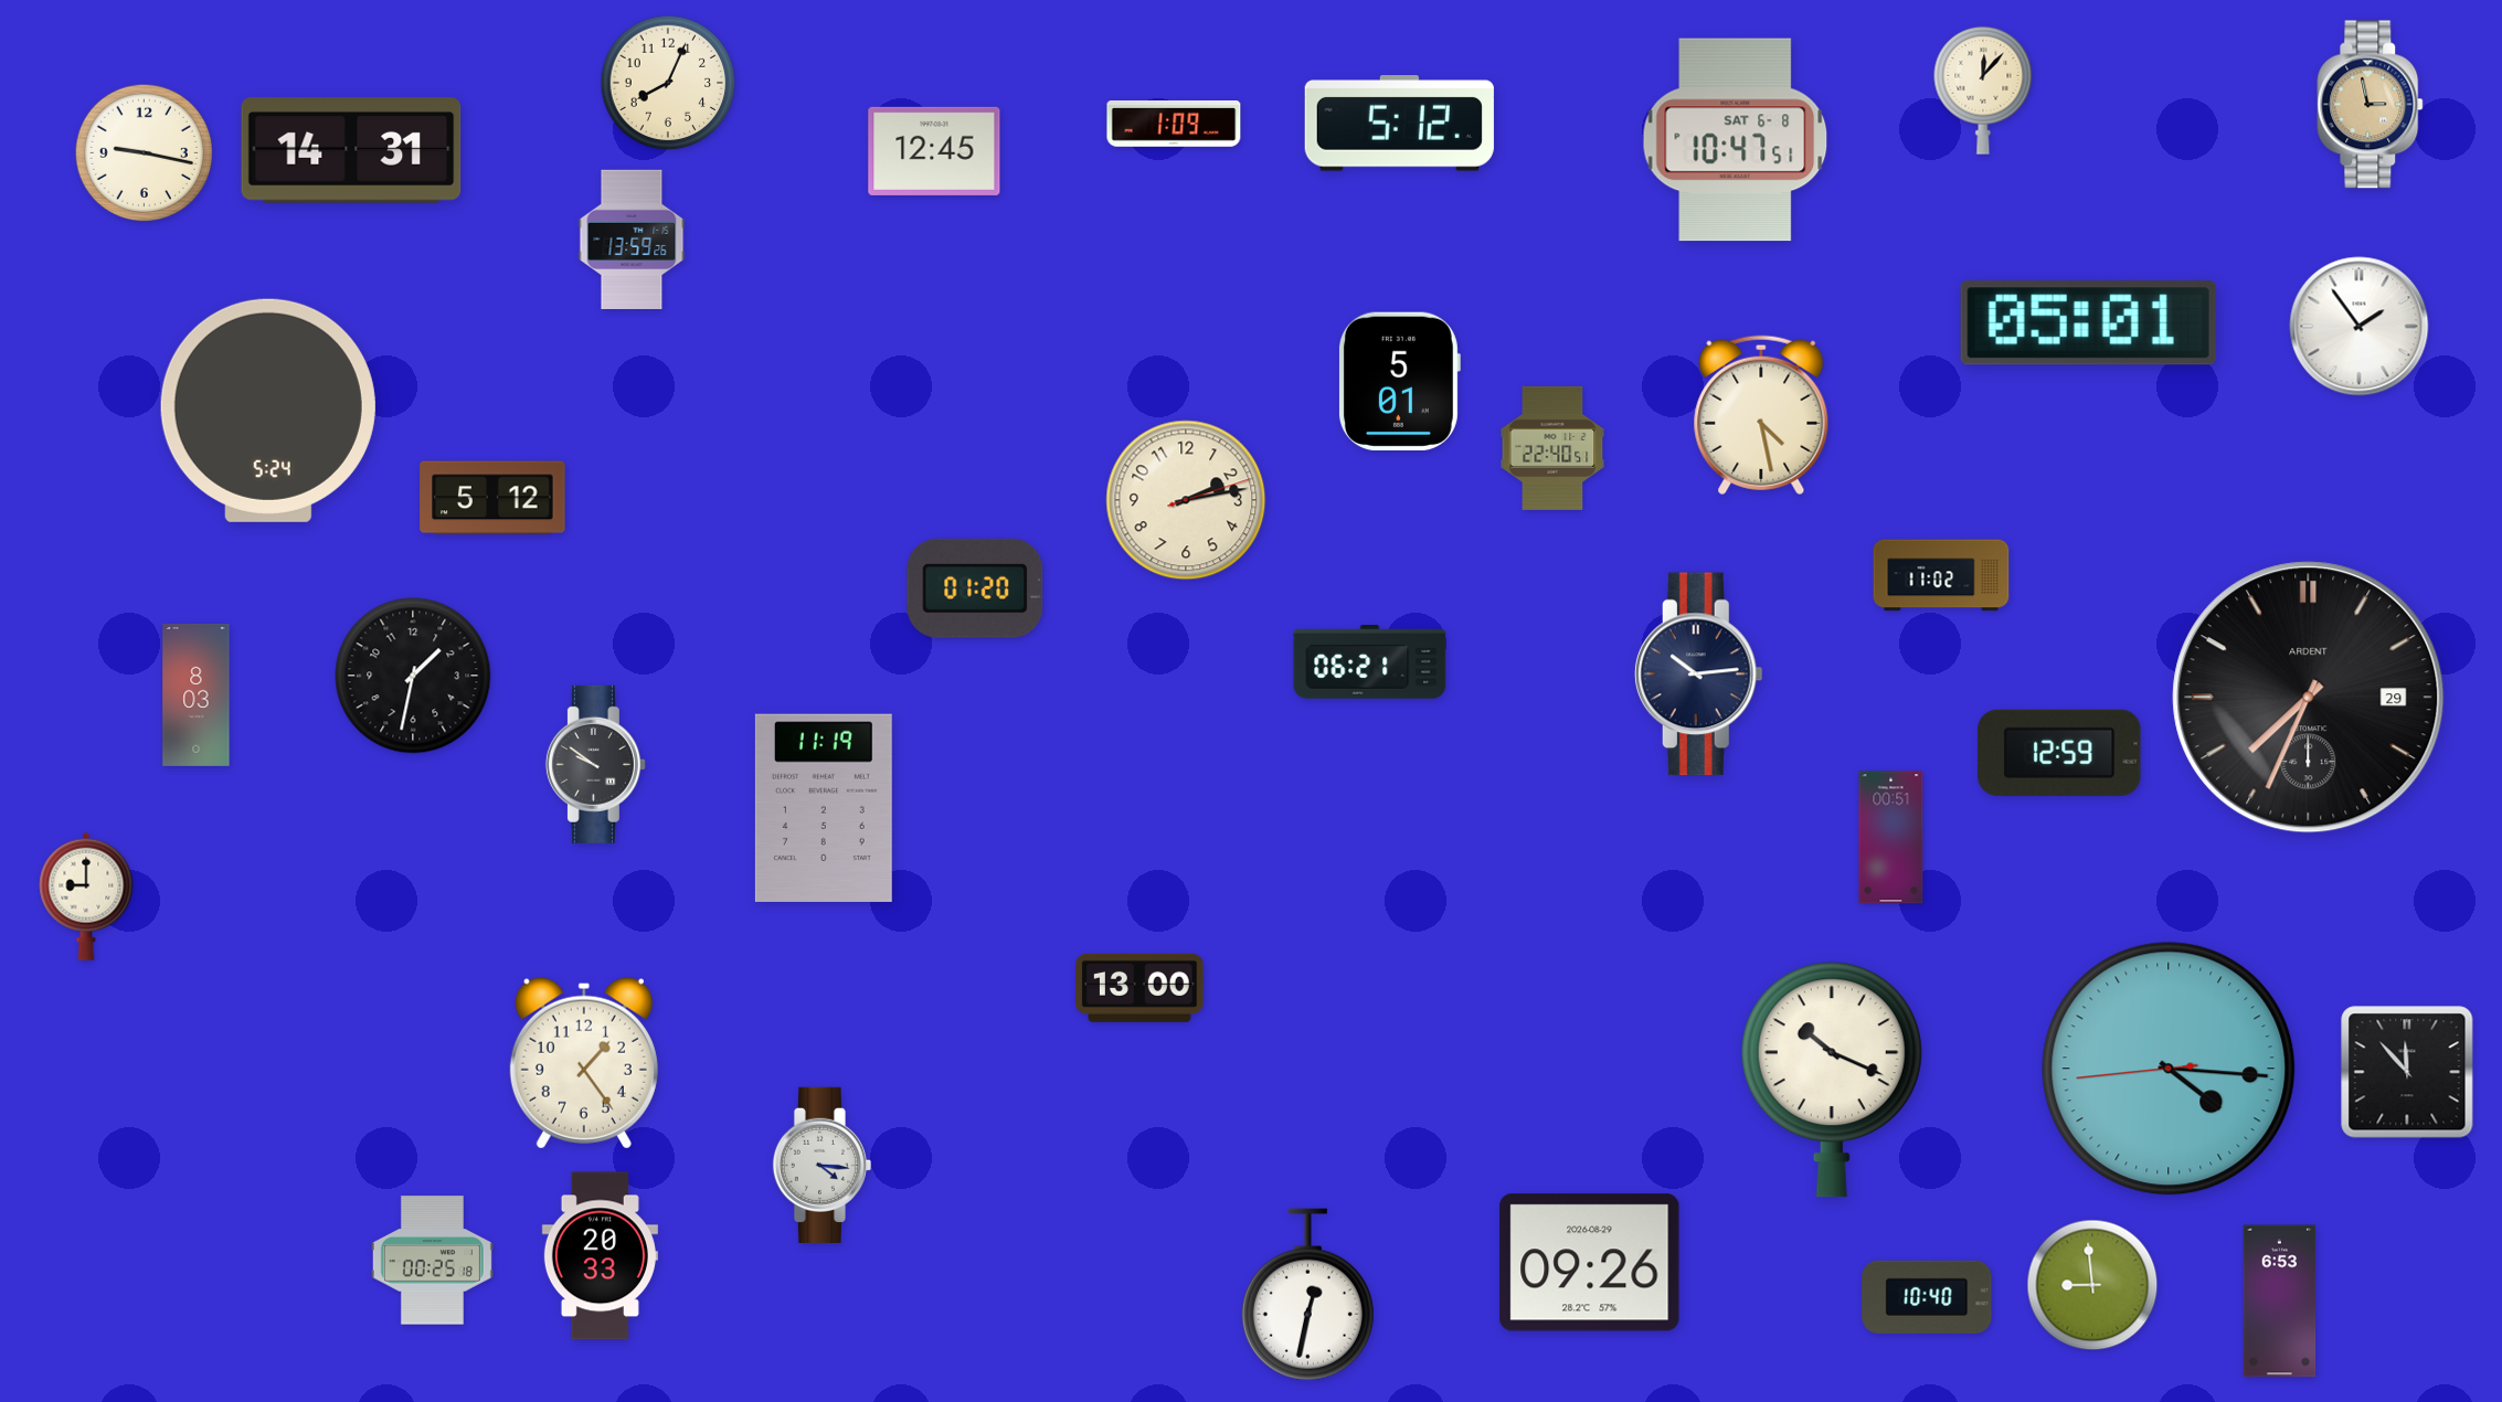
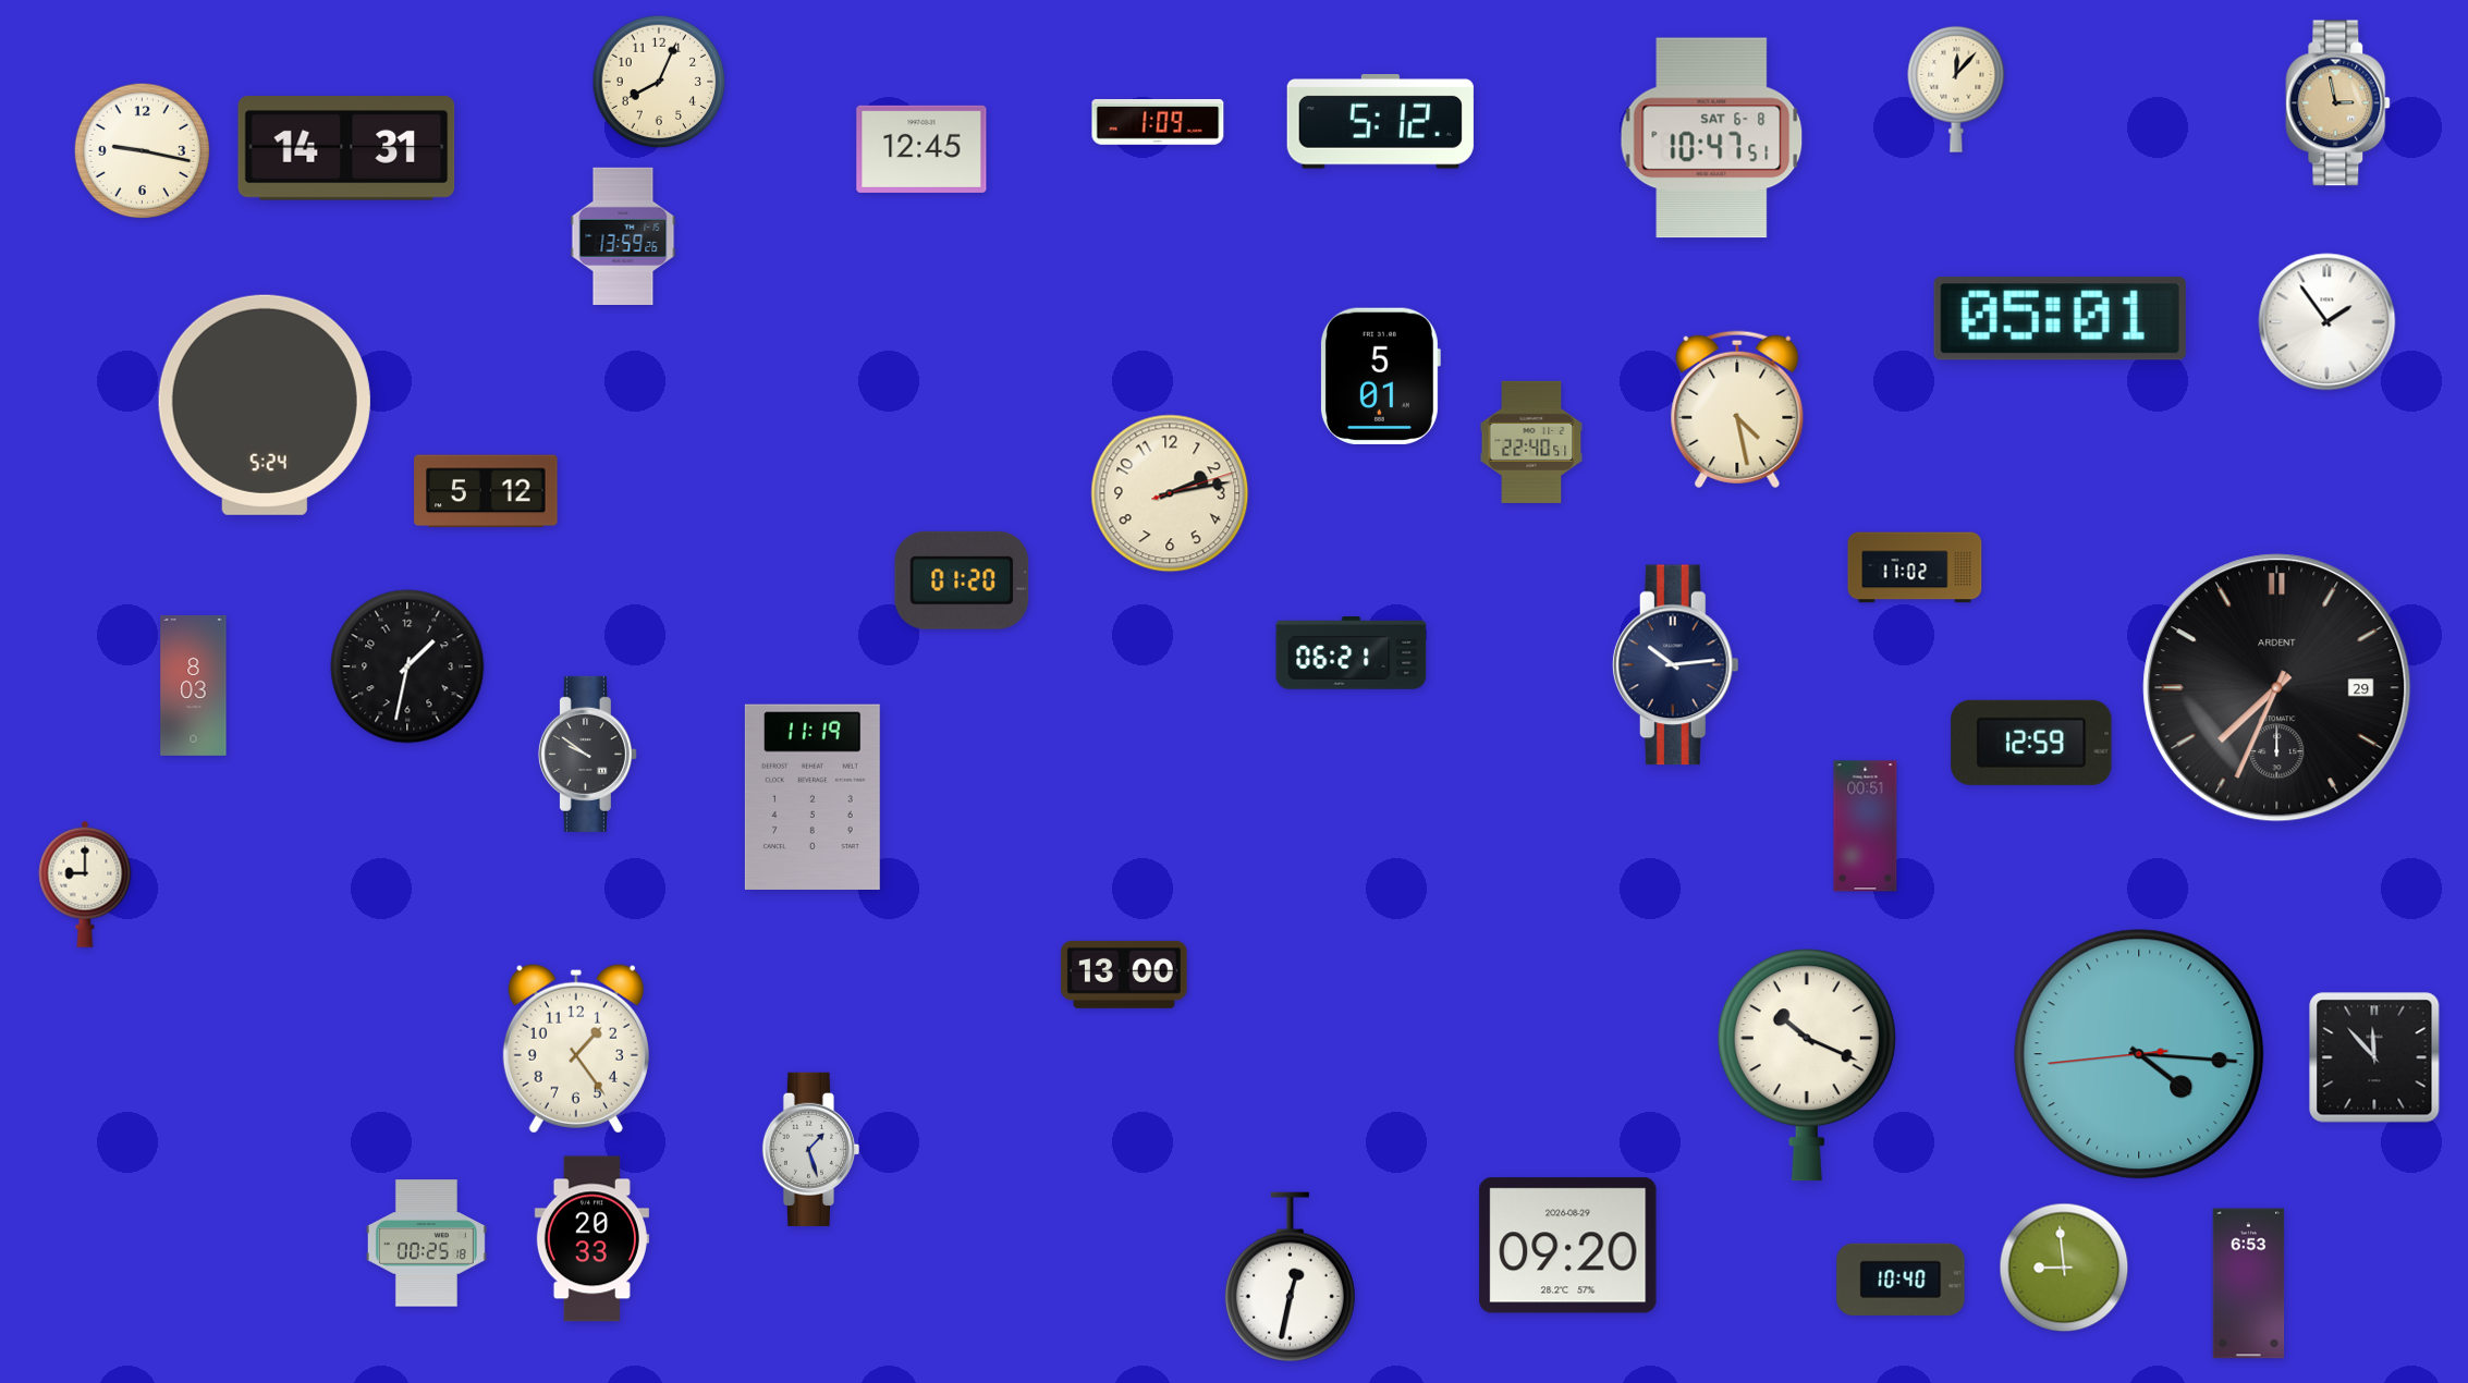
clock at (821, 1165): 4:16 -> 1:27
clock at (1590, 1263): 09:26 -> 09:20
